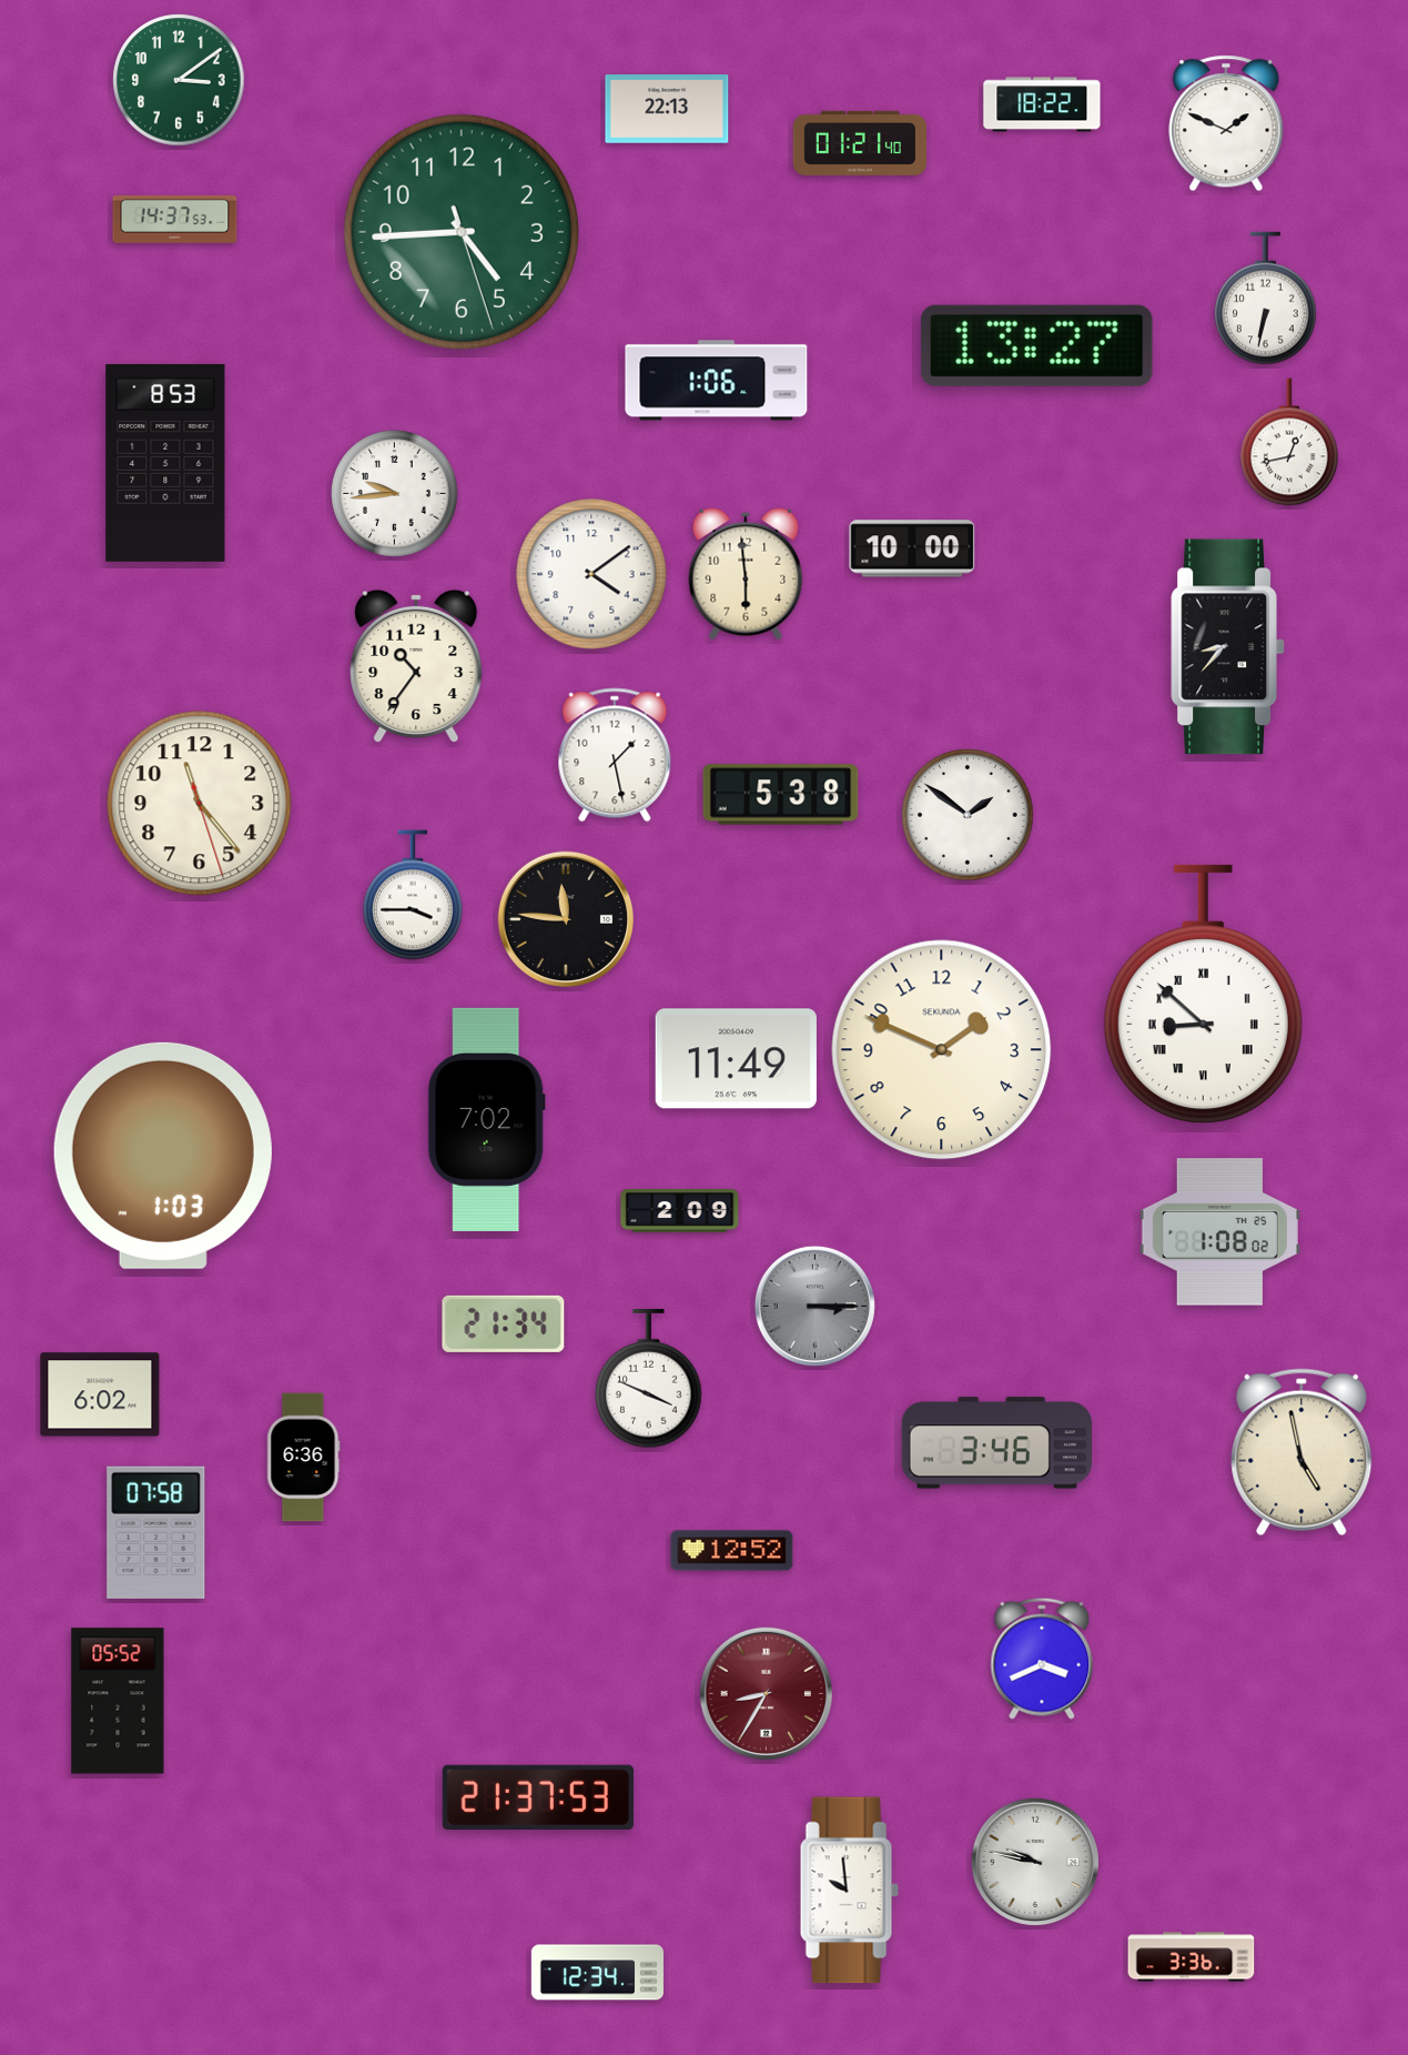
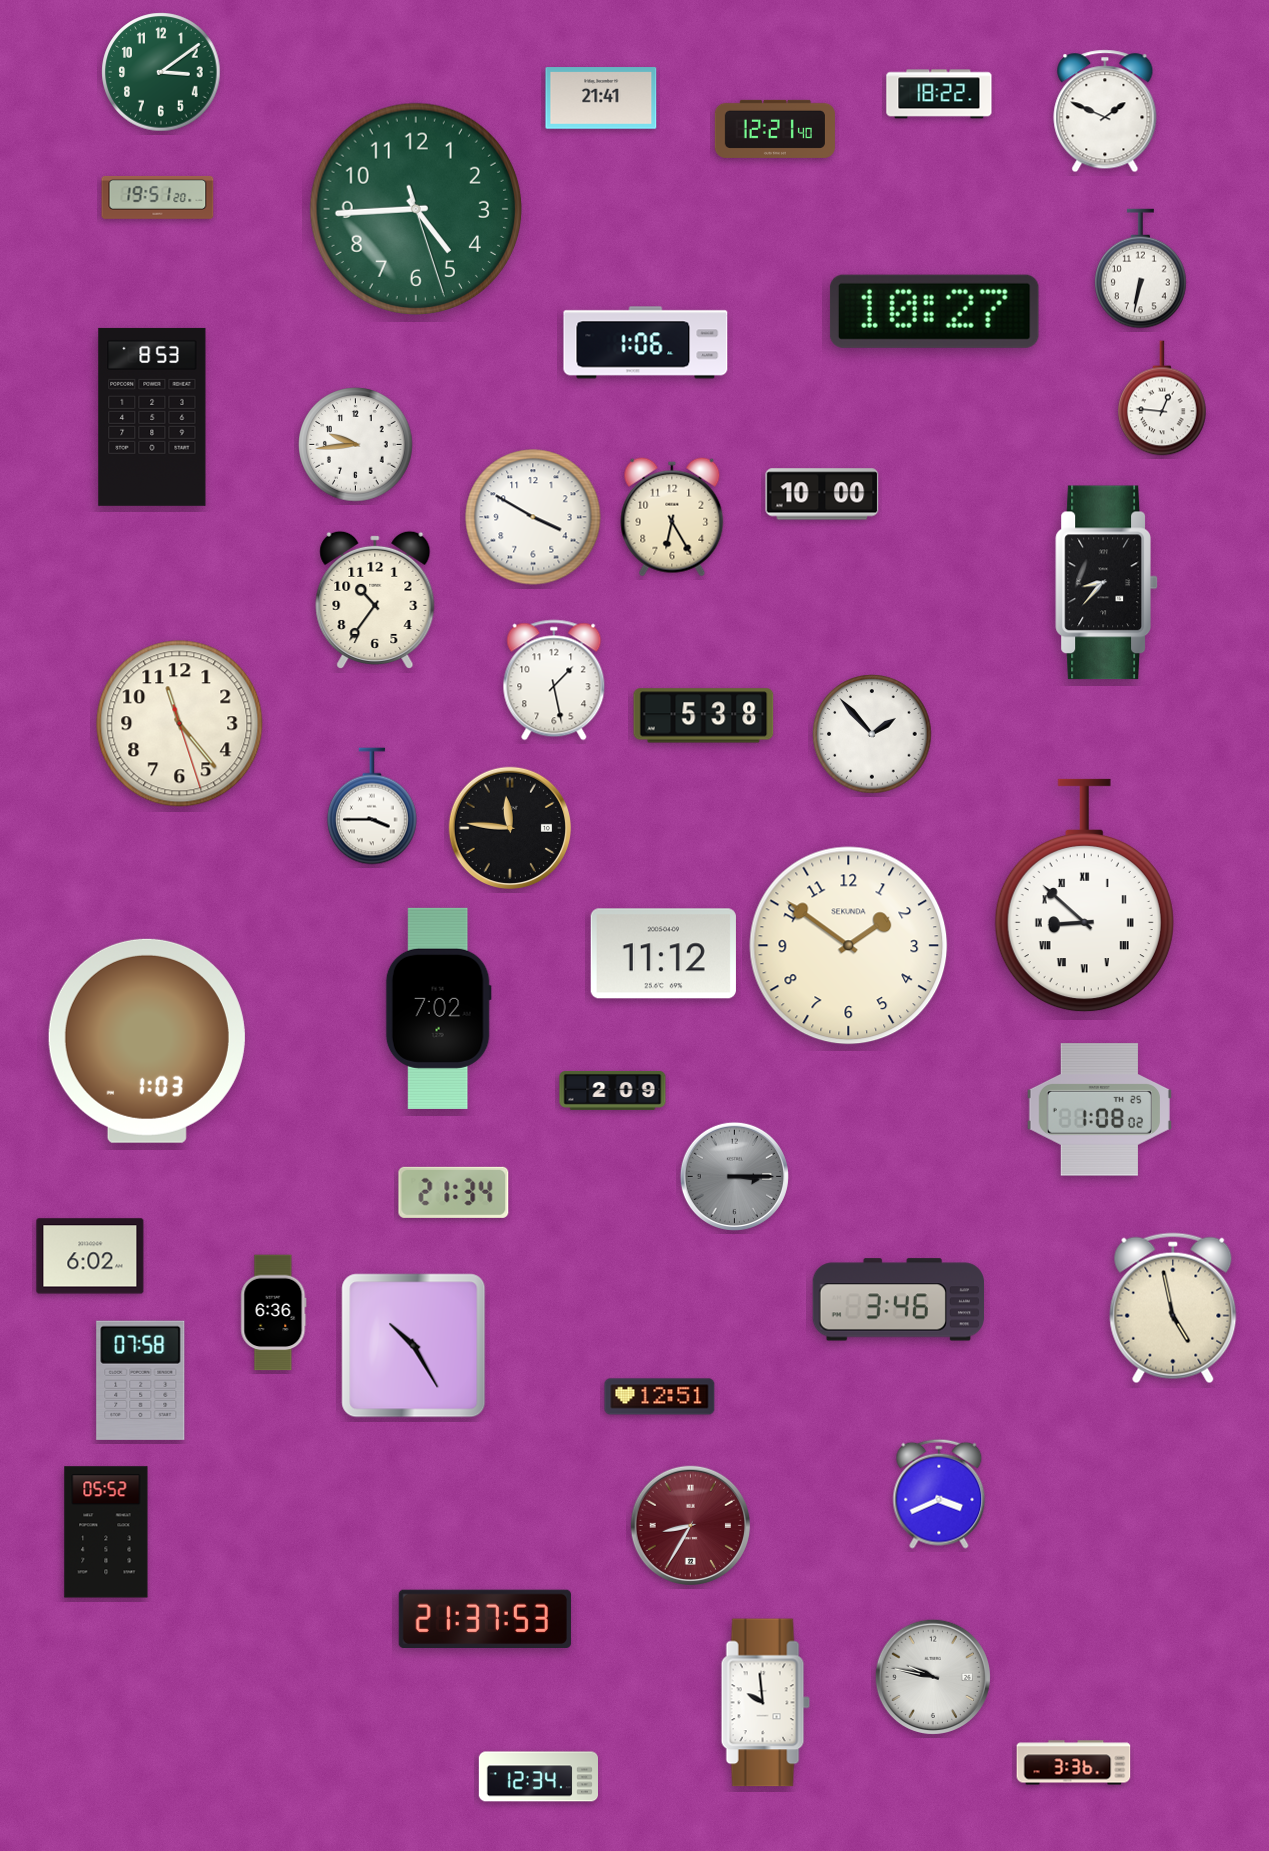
clock at (667, 109): 22:13 -> 21:41
clock at (860, 143): 01:21 -> 12:21
clock at (175, 219): 14:37 -> 19:51
clock at (1036, 345): 13:27 -> 10:27
clock at (1290, 442): 12:43 -> 12:46
clock at (165, 463) position: (165, 463) -> (152, 417)
clock at (591, 574): 4:09 -> 3:50
clock at (746, 574): 5:59 -> 6:25
clock at (968, 815): 1:51 -> 1:53
clock at (942, 1050): 1:49 -> 1:51
clock at (736, 1059): 11:49 -> 11:12
clock at (649, 1380): 3:49 -> none
clock at (414, 1346): none -> 10:25
clock at (732, 1551): 12:52 -> 12:51
